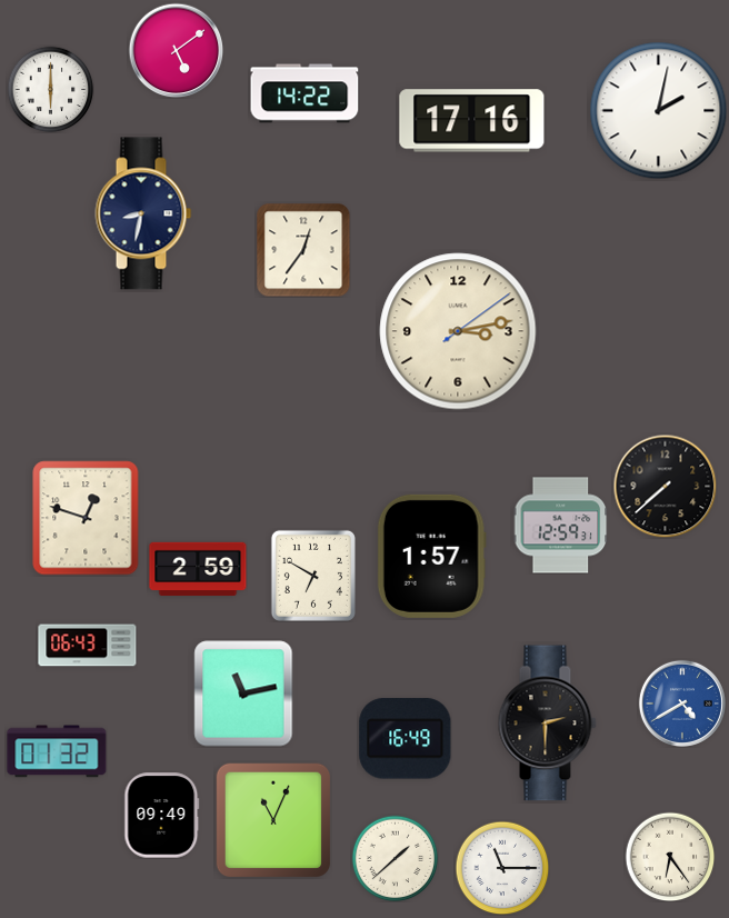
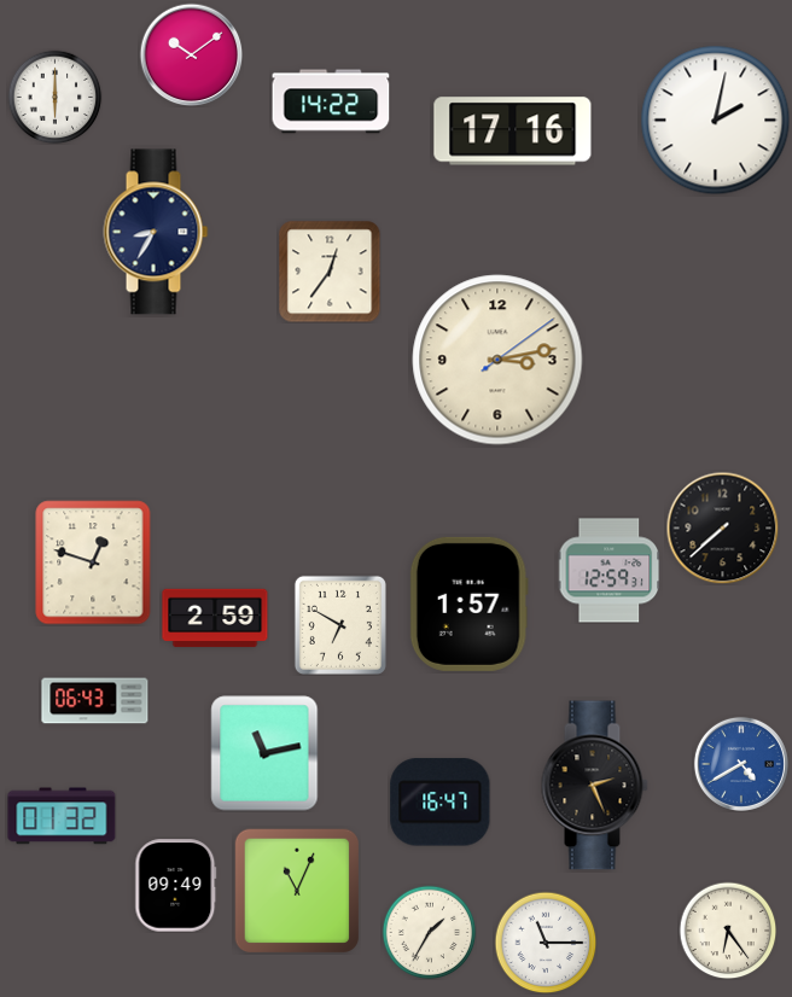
clock at (176, 50): 5:09 -> 10:09
clock at (143, 213): 8:32 -> 8:35
clock at (547, 724): 2:30 -> 2:26
clock at (406, 739): 16:49 -> 16:47
clock at (395, 858): 1:38 -> 1:35
